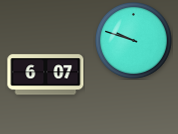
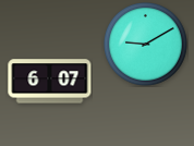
clock at (134, 41): 9:48 -> 9:10
